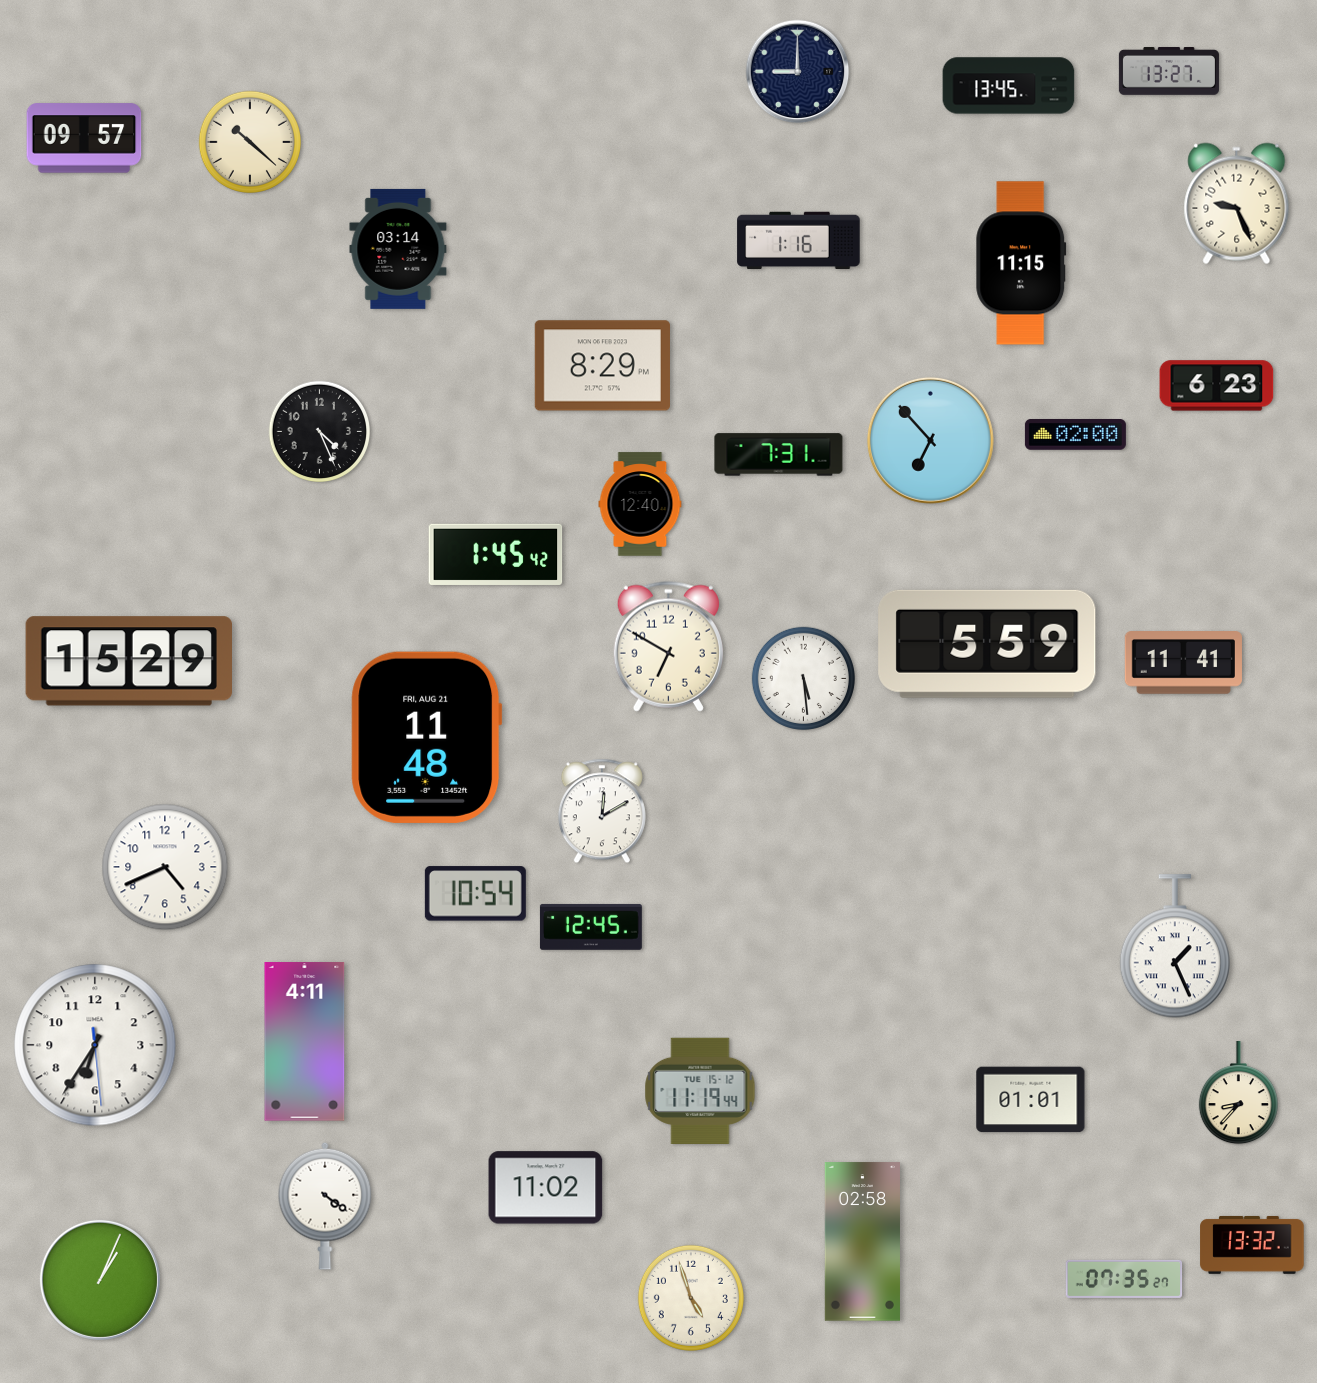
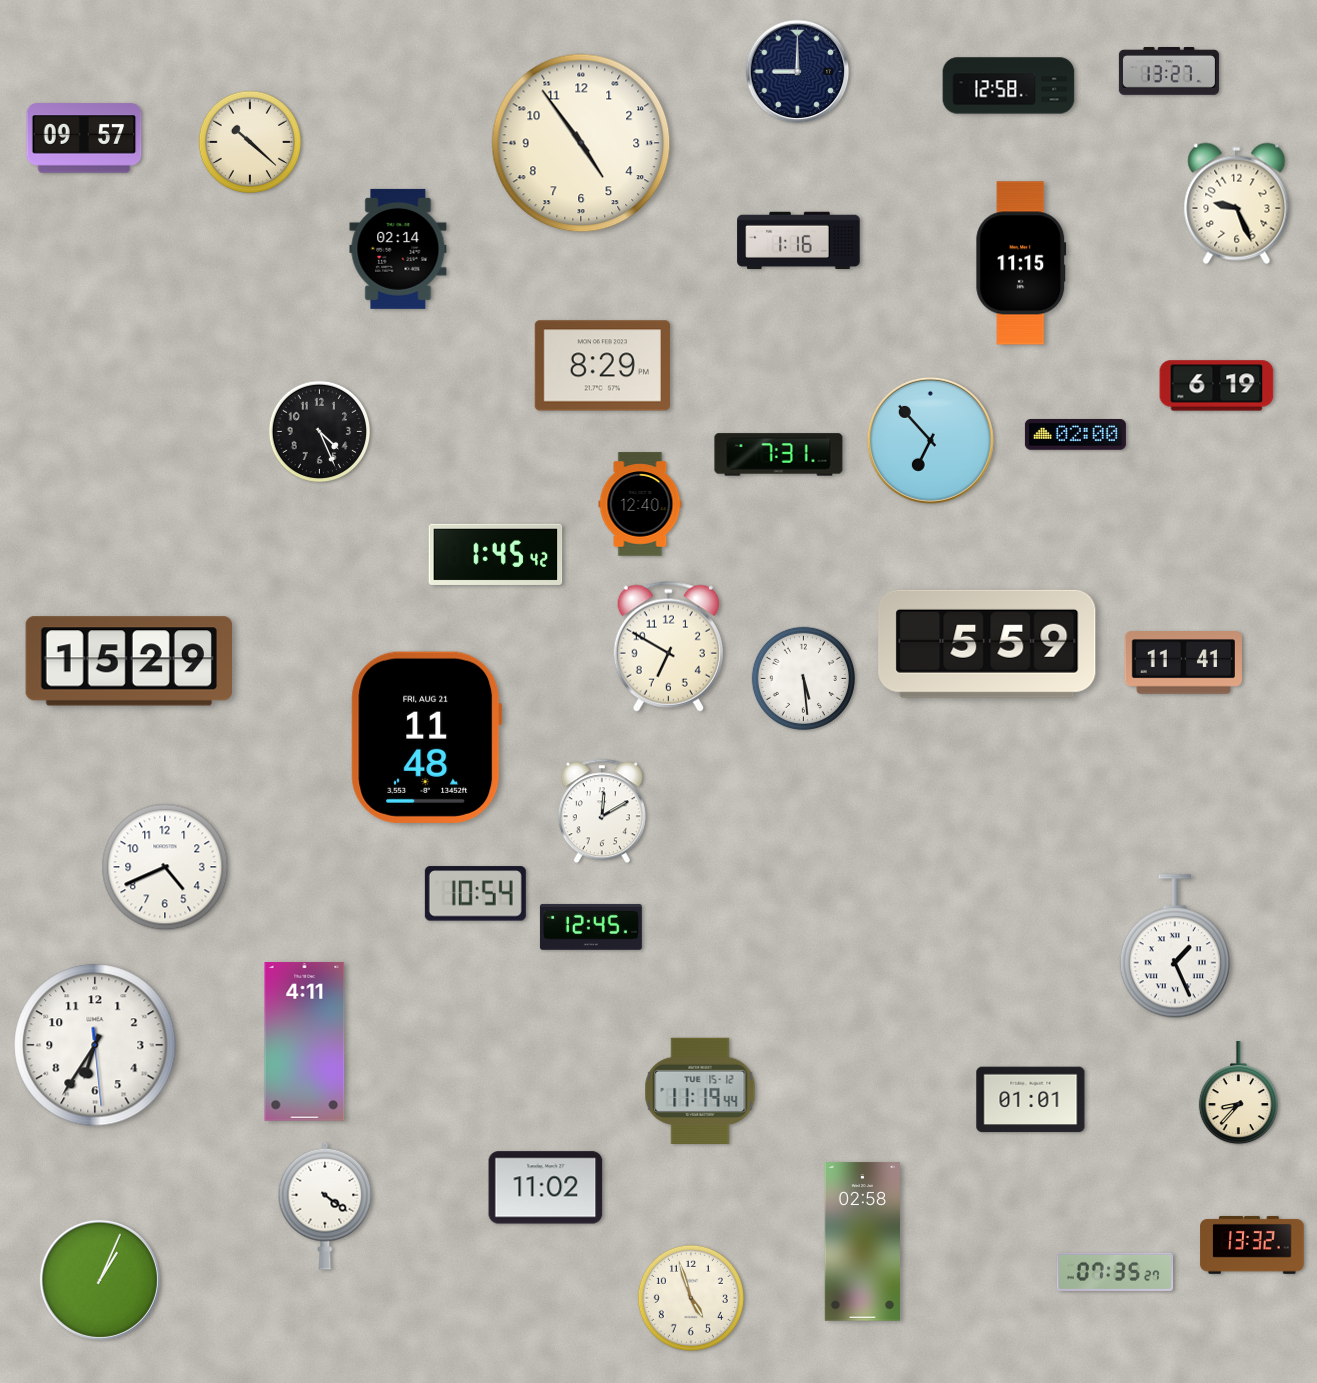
clock at (1009, 86): 13:45 -> 12:58
clock at (581, 143): none -> 4:54
clock at (398, 249): 03:14 -> 02:14
clock at (1217, 386): 6:23 -> 6:19
clock at (1124, 1279) position: (1124, 1279) -> (1115, 1272)
